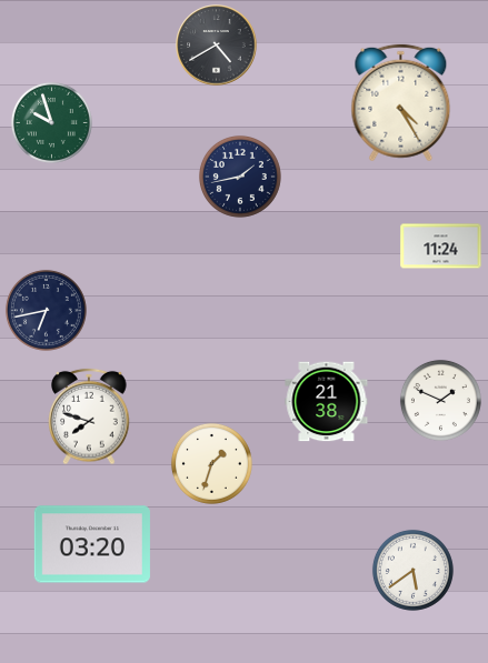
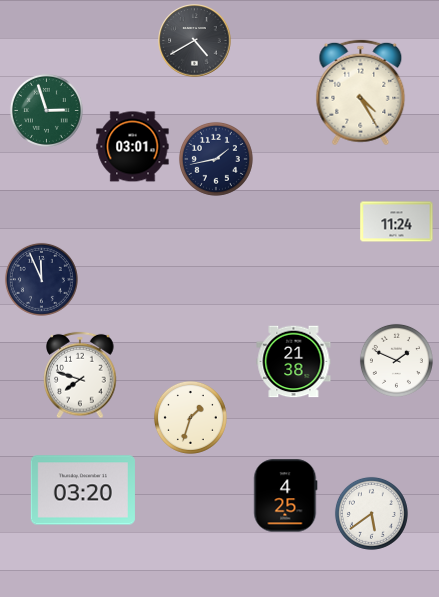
clock at (51, 122): 9:57 -> 2:57
clock at (133, 147): none -> 03:01
clock at (46, 310): 6:43 -> 11:56
clock at (286, 496): none -> 4:25
